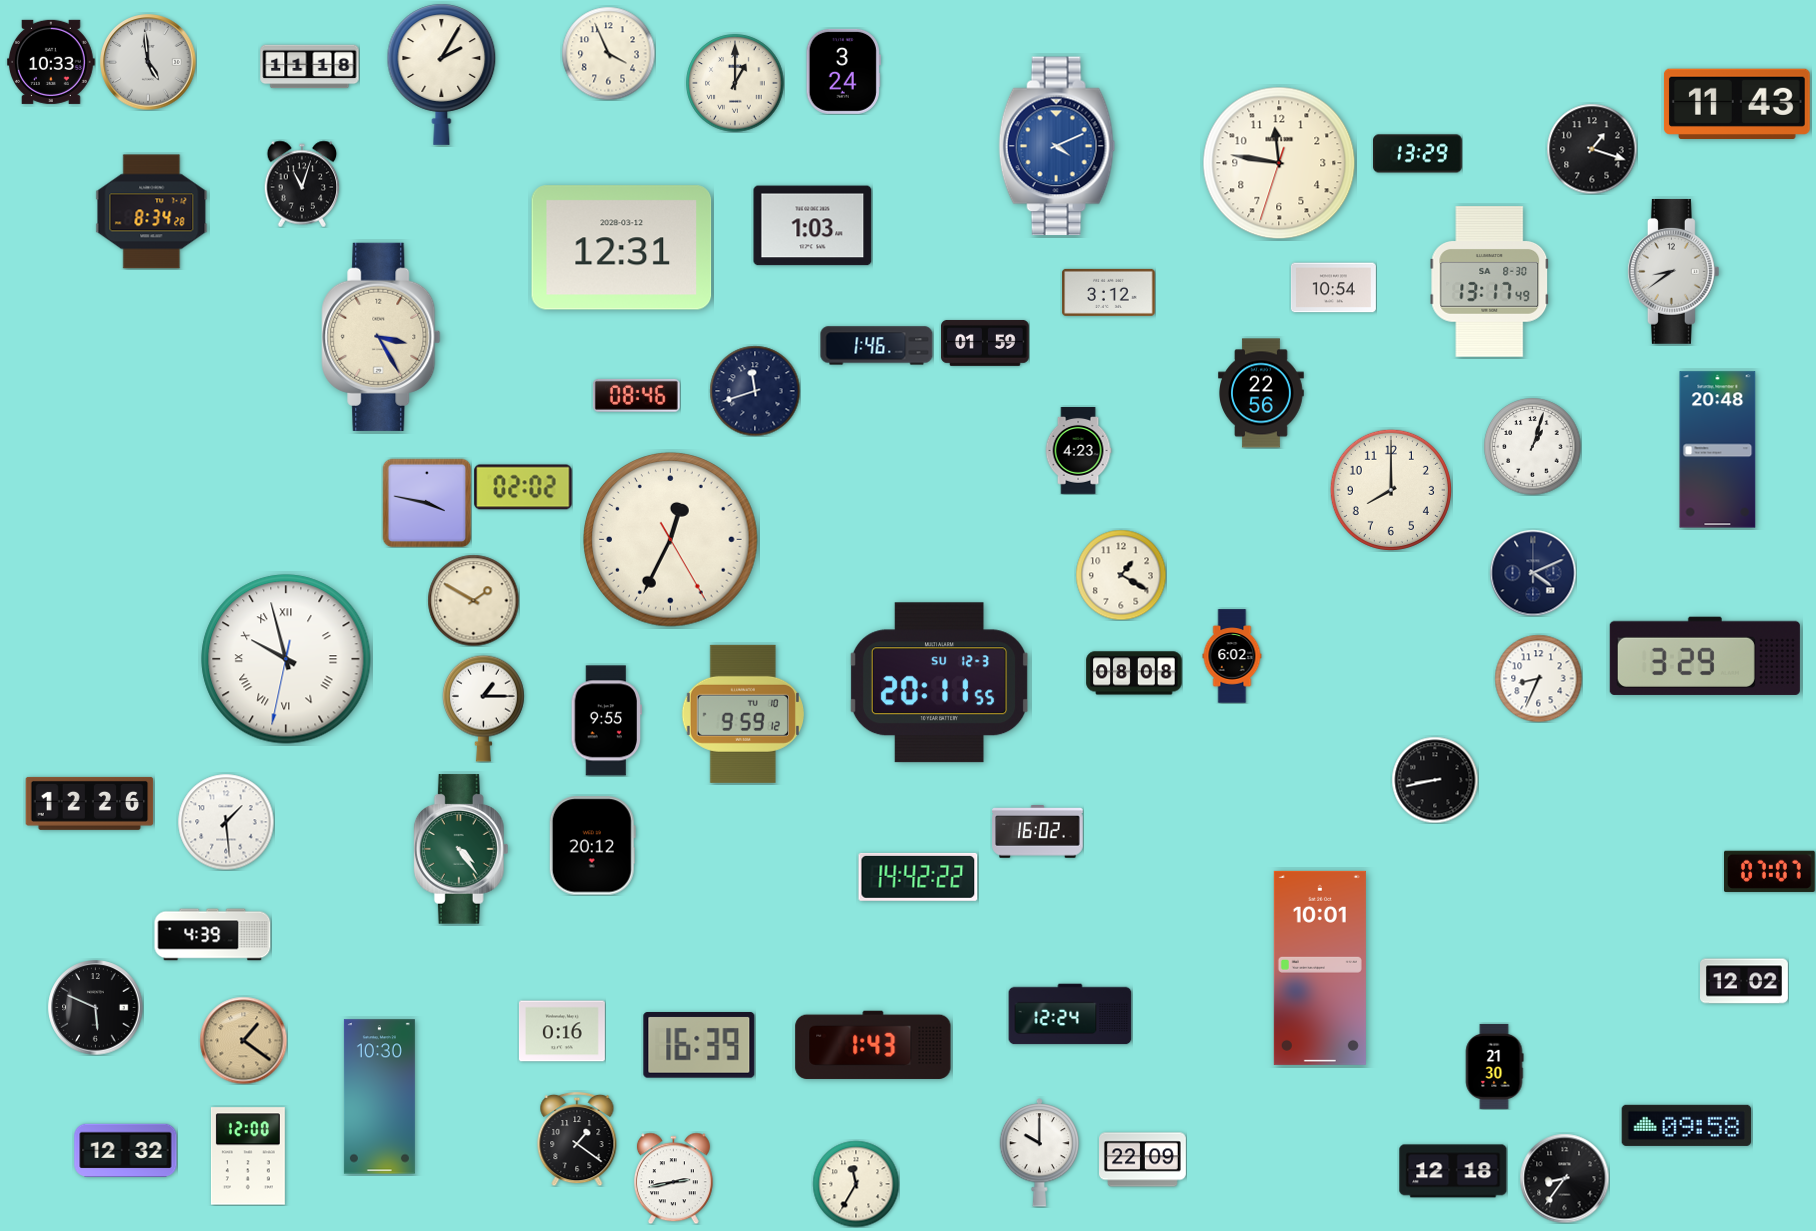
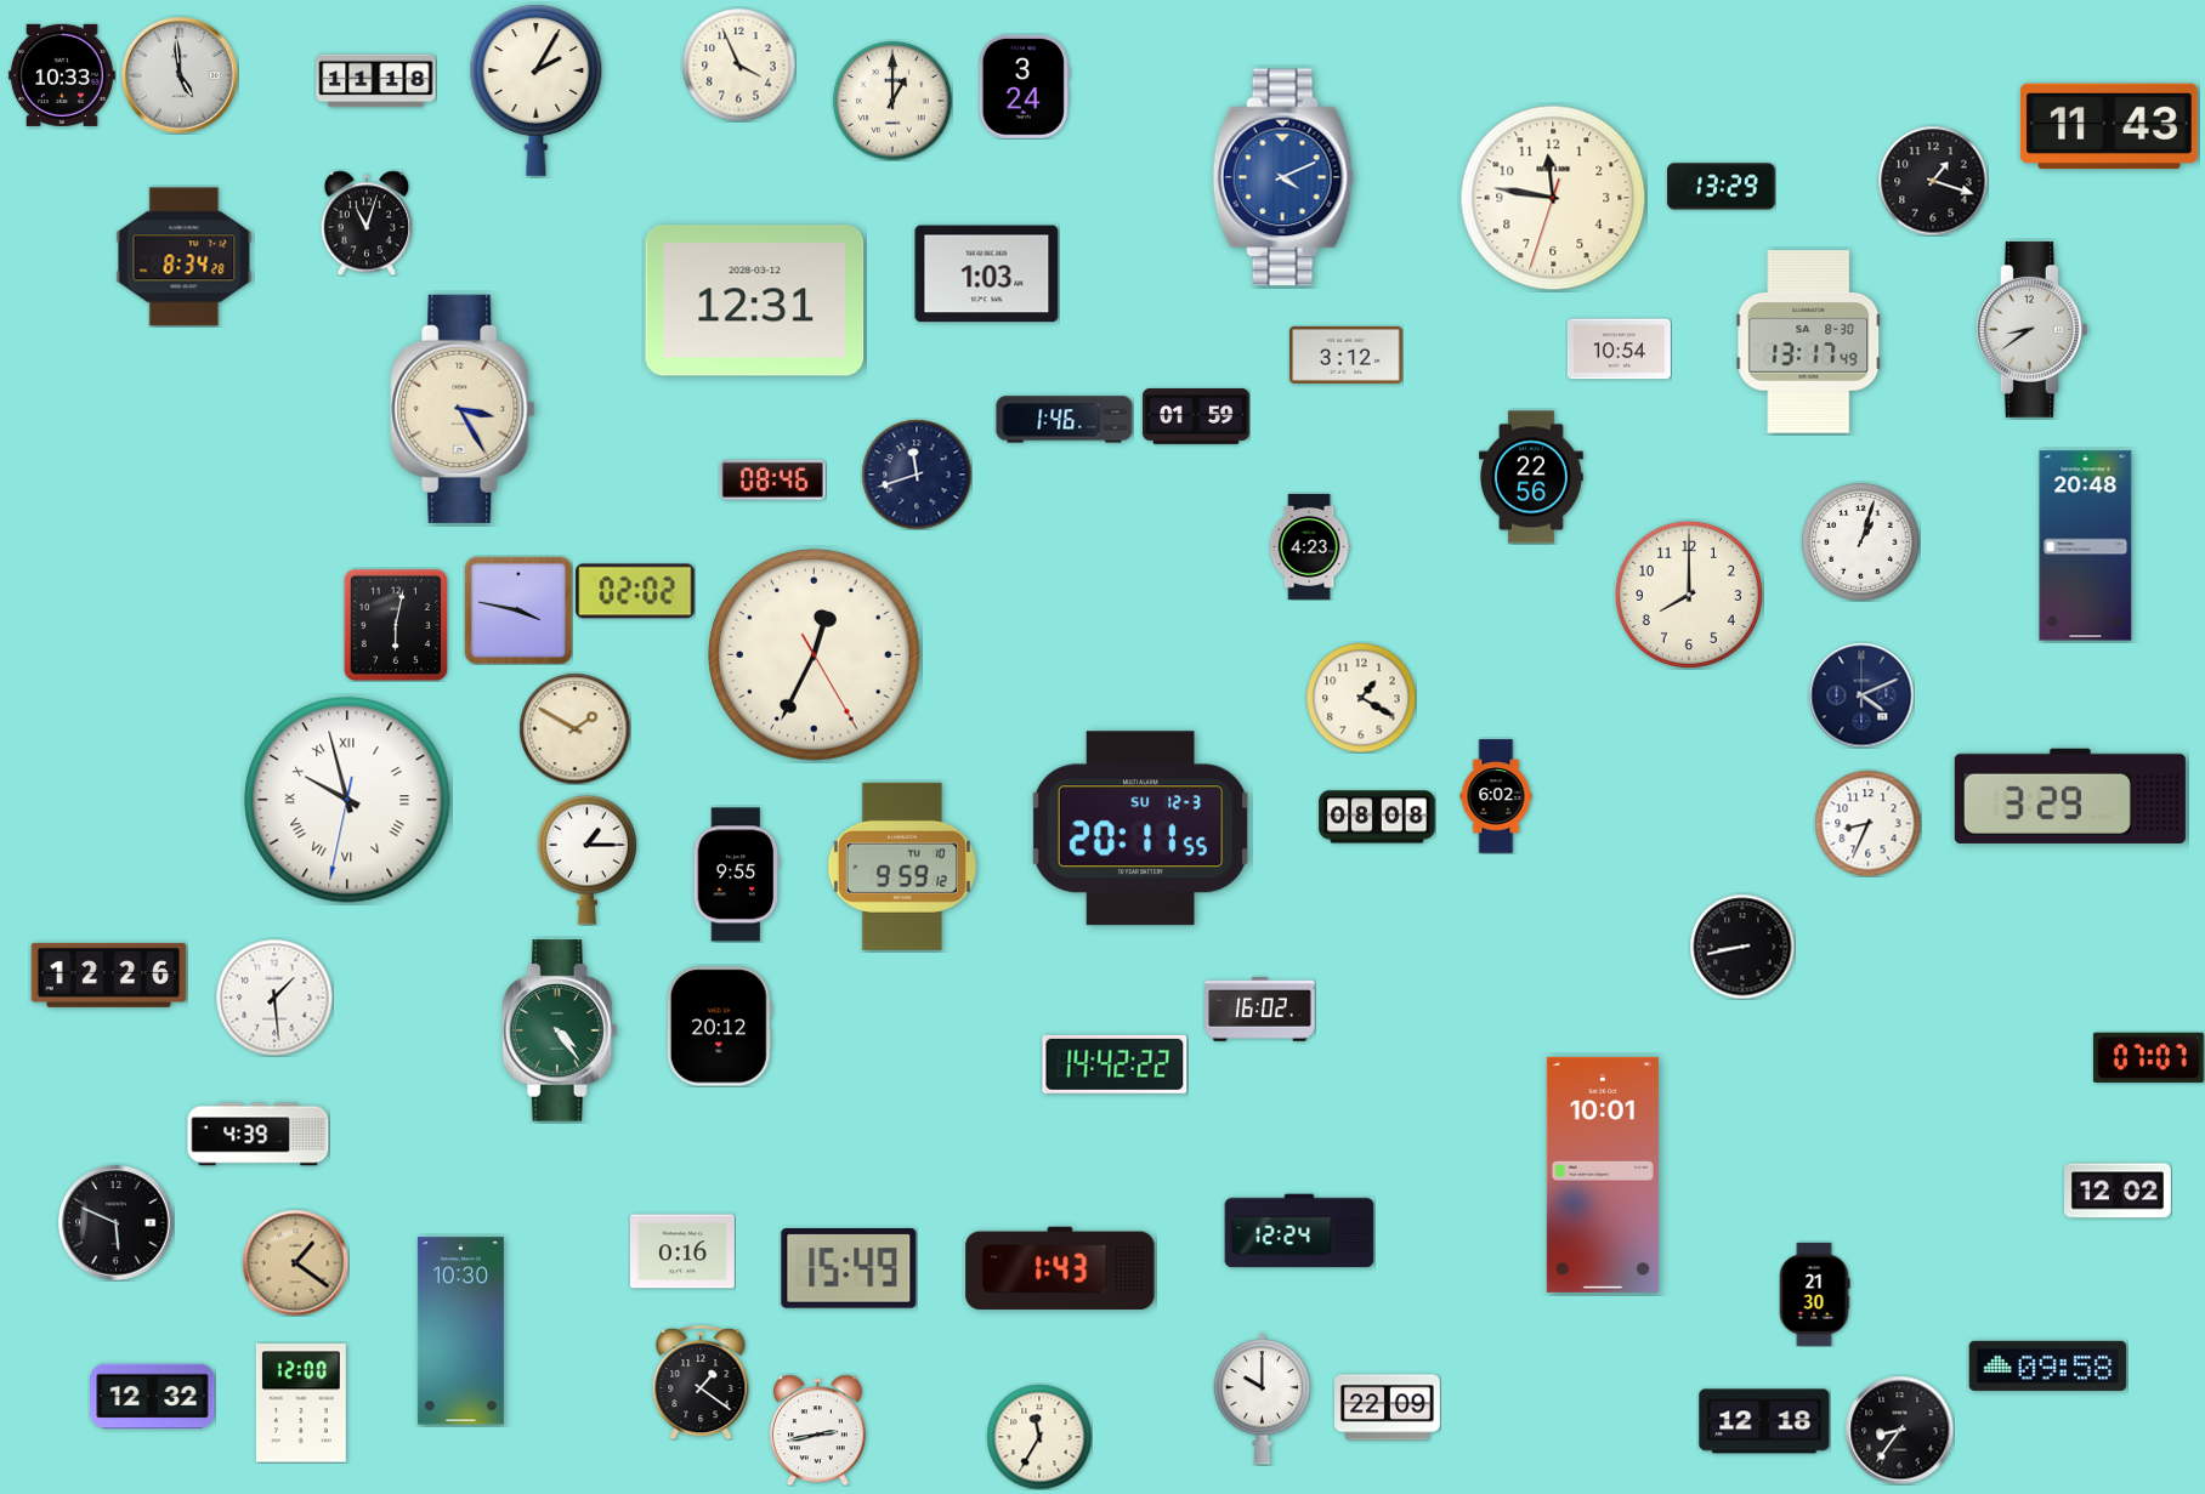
clock at (395, 625): none -> 6:02
clock at (699, 1046): 16:39 -> 15:49
